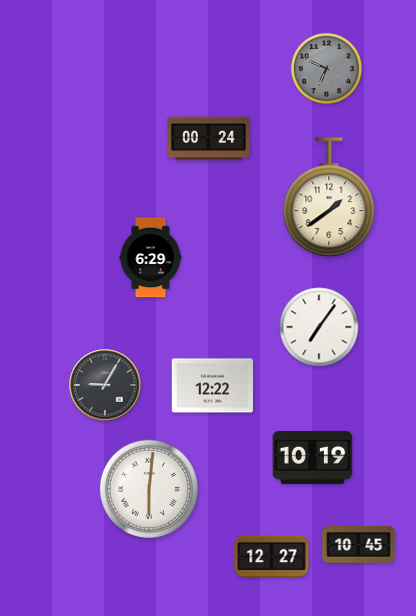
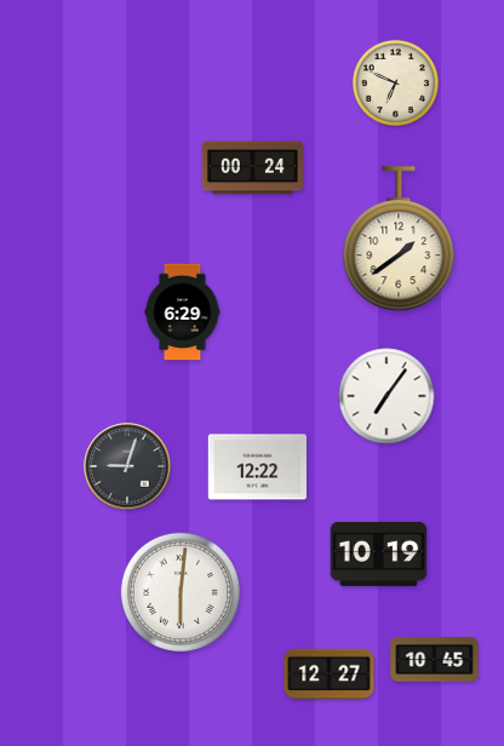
clock at (326, 68) dial: grey -> cream
clock at (105, 385): 9:05 -> 9:03
